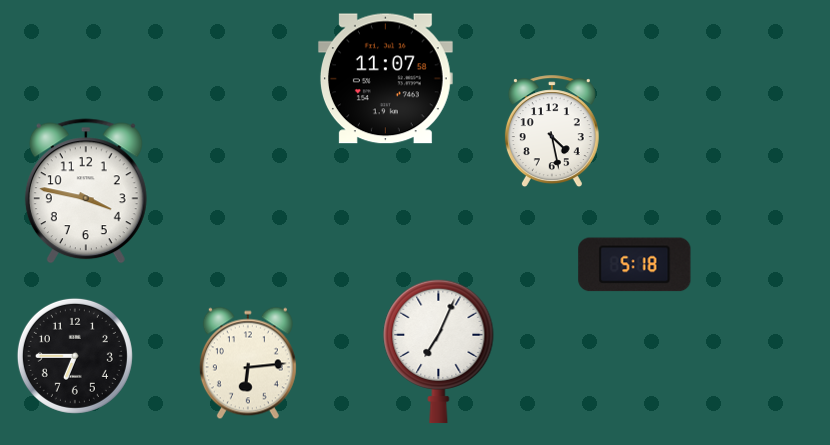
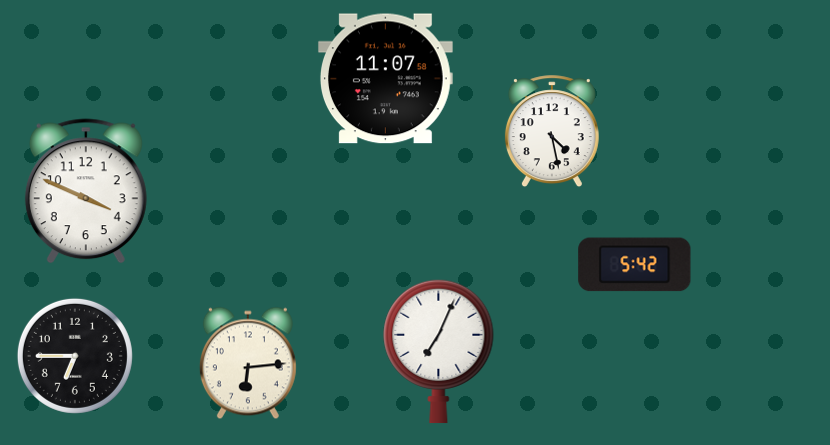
clock at (86, 191): 3:47 -> 3:49
clock at (635, 265): 5:18 -> 5:42
